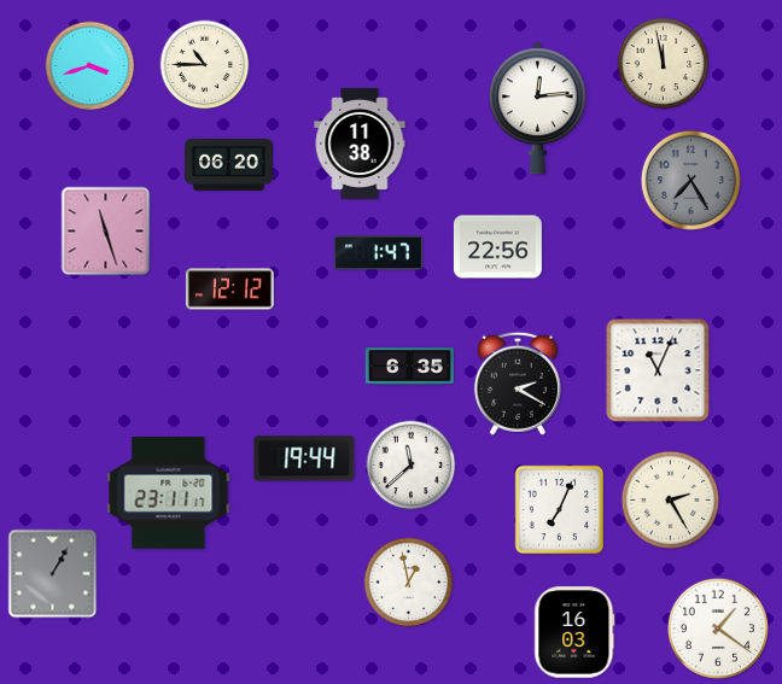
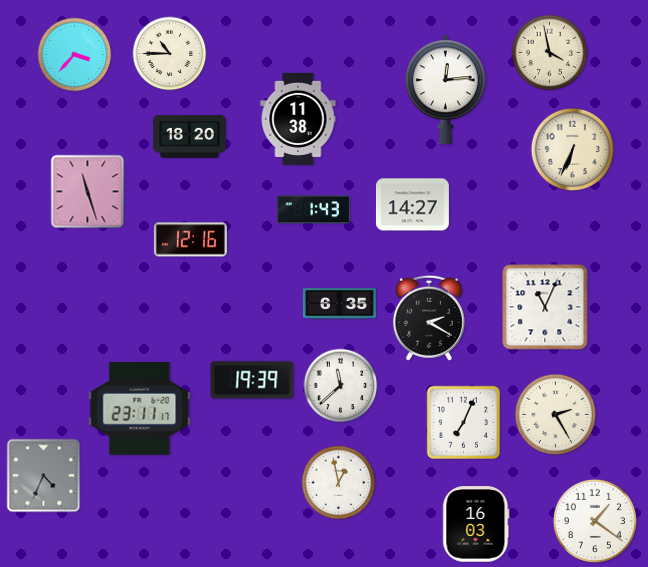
clock at (664, 64): 11:58 -> 3:58
clock at (91, 66): 3:42 -> 3:37
clock at (228, 164): 06:20 -> 18:20
clock at (690, 180): 7:25 -> 6:34
clock at (690, 180) dial: grey -> cream
clock at (497, 247): 22:56 -> 14:27
clock at (378, 253): 1:47 -> 1:43
clock at (229, 290): 12:12 -> 12:16
clock at (304, 458): 19:44 -> 19:39
clock at (53, 574): 1:05 -> 4:34
